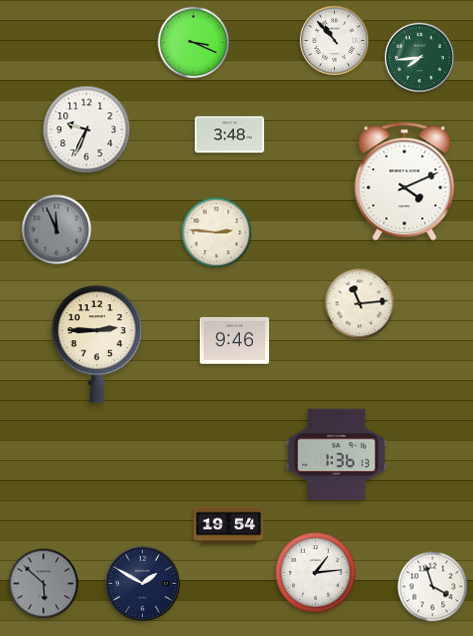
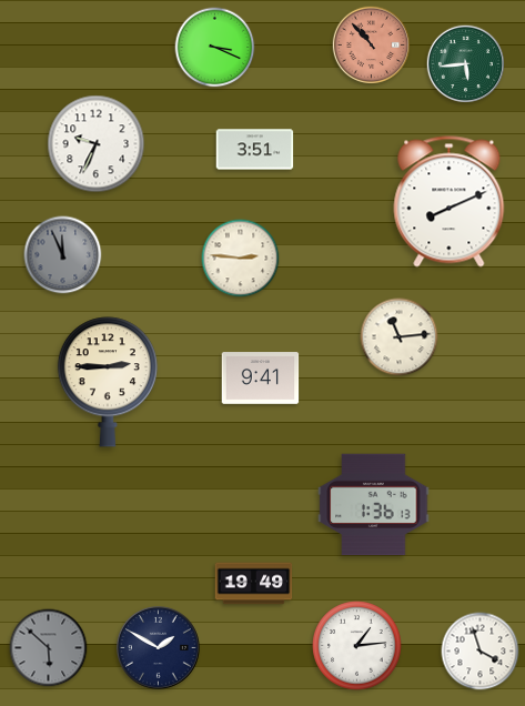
clock at (335, 41) dial: white -> salmon
clock at (420, 58): 7:44 -> 5:44
clock at (230, 135): 3:48 -> 3:51
clock at (405, 182): 4:11 -> 8:11
clock at (235, 341): 9:46 -> 9:41
clock at (229, 526): 19:54 -> 19:49
clock at (316, 573) position: (316, 573) -> (357, 646)
